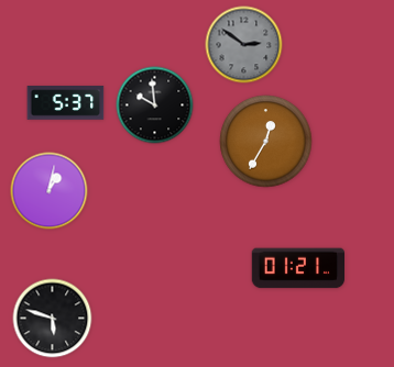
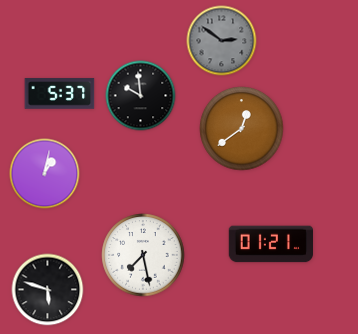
clock at (266, 142): 12:35 -> 12:39
clock at (143, 255): none -> 7:28
